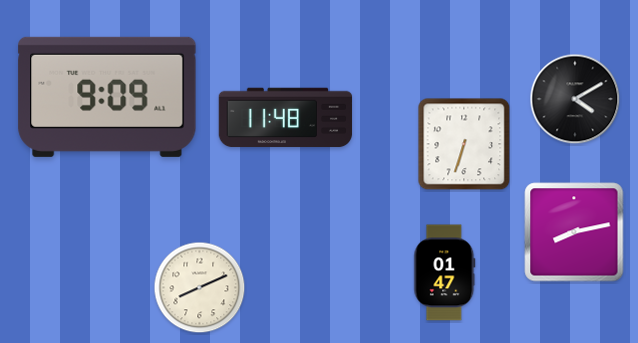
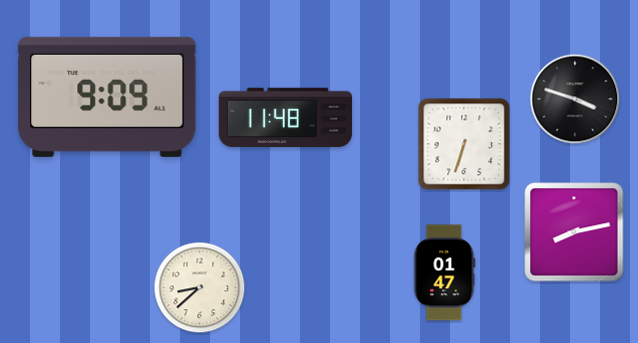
clock at (575, 99): 4:10 -> 3:48
clock at (200, 288): 8:11 -> 8:38
